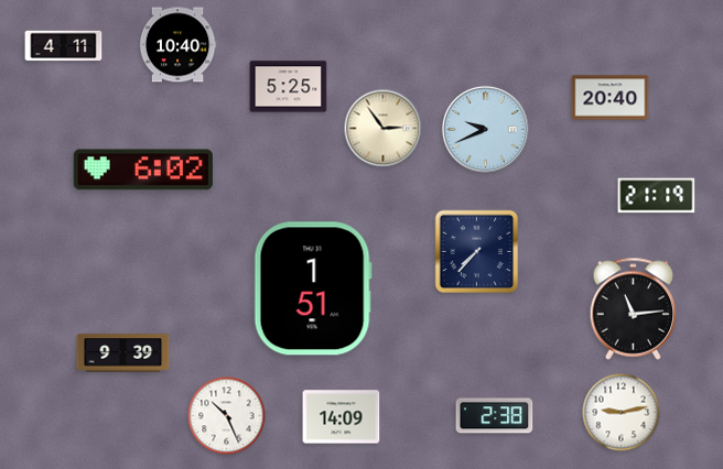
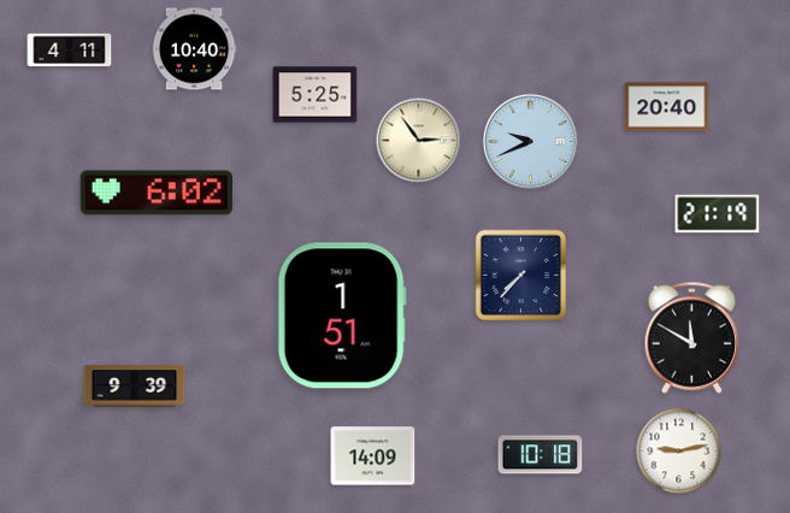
clock at (143, 170) position: (143, 170) -> (157, 193)
clock at (634, 308): 11:14 -> 11:50
clock at (227, 416): 10:26 -> none
clock at (495, 416): 2:38 -> 10:18
